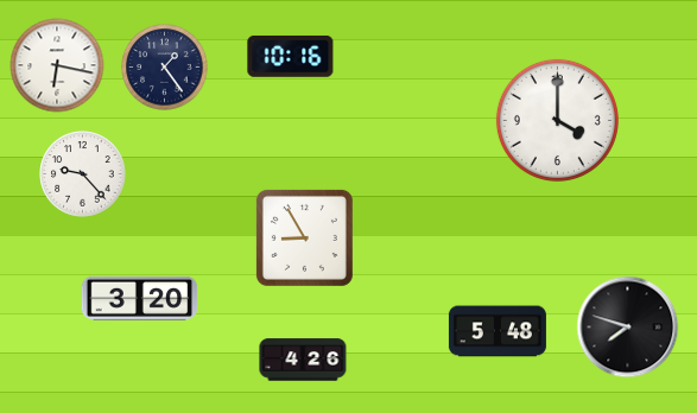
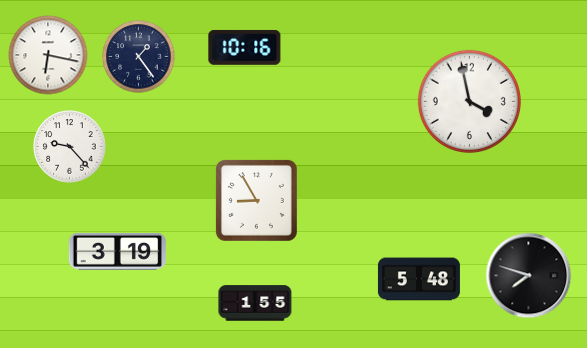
clock at (557, 120): 4:00 -> 3:58
clock at (140, 298): 3:20 -> 3:19
clock at (303, 360): 4:26 -> 1:55
